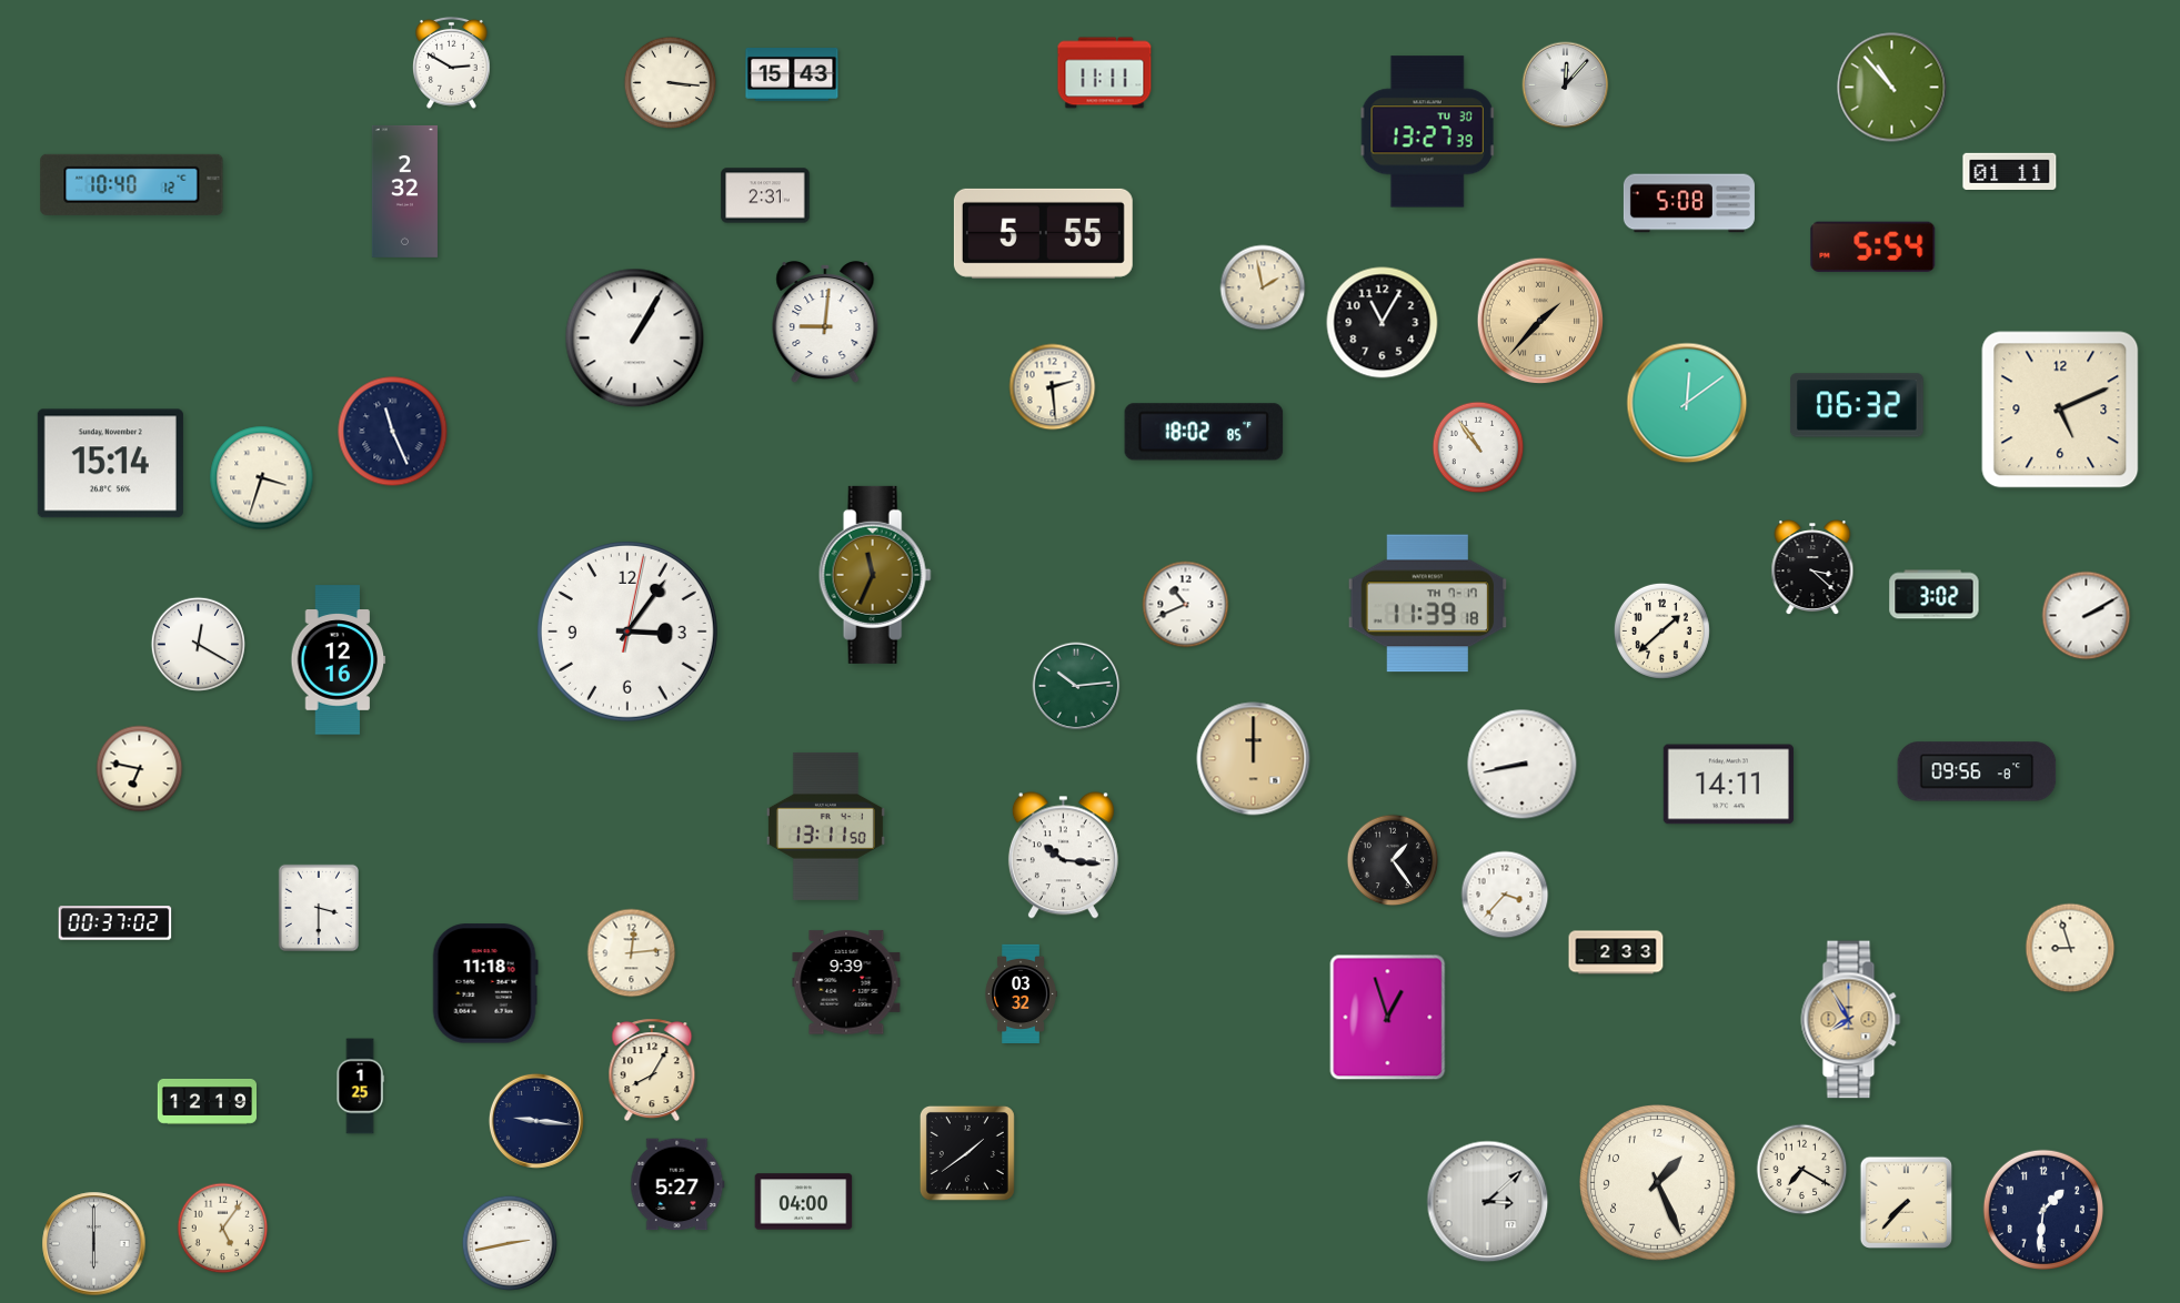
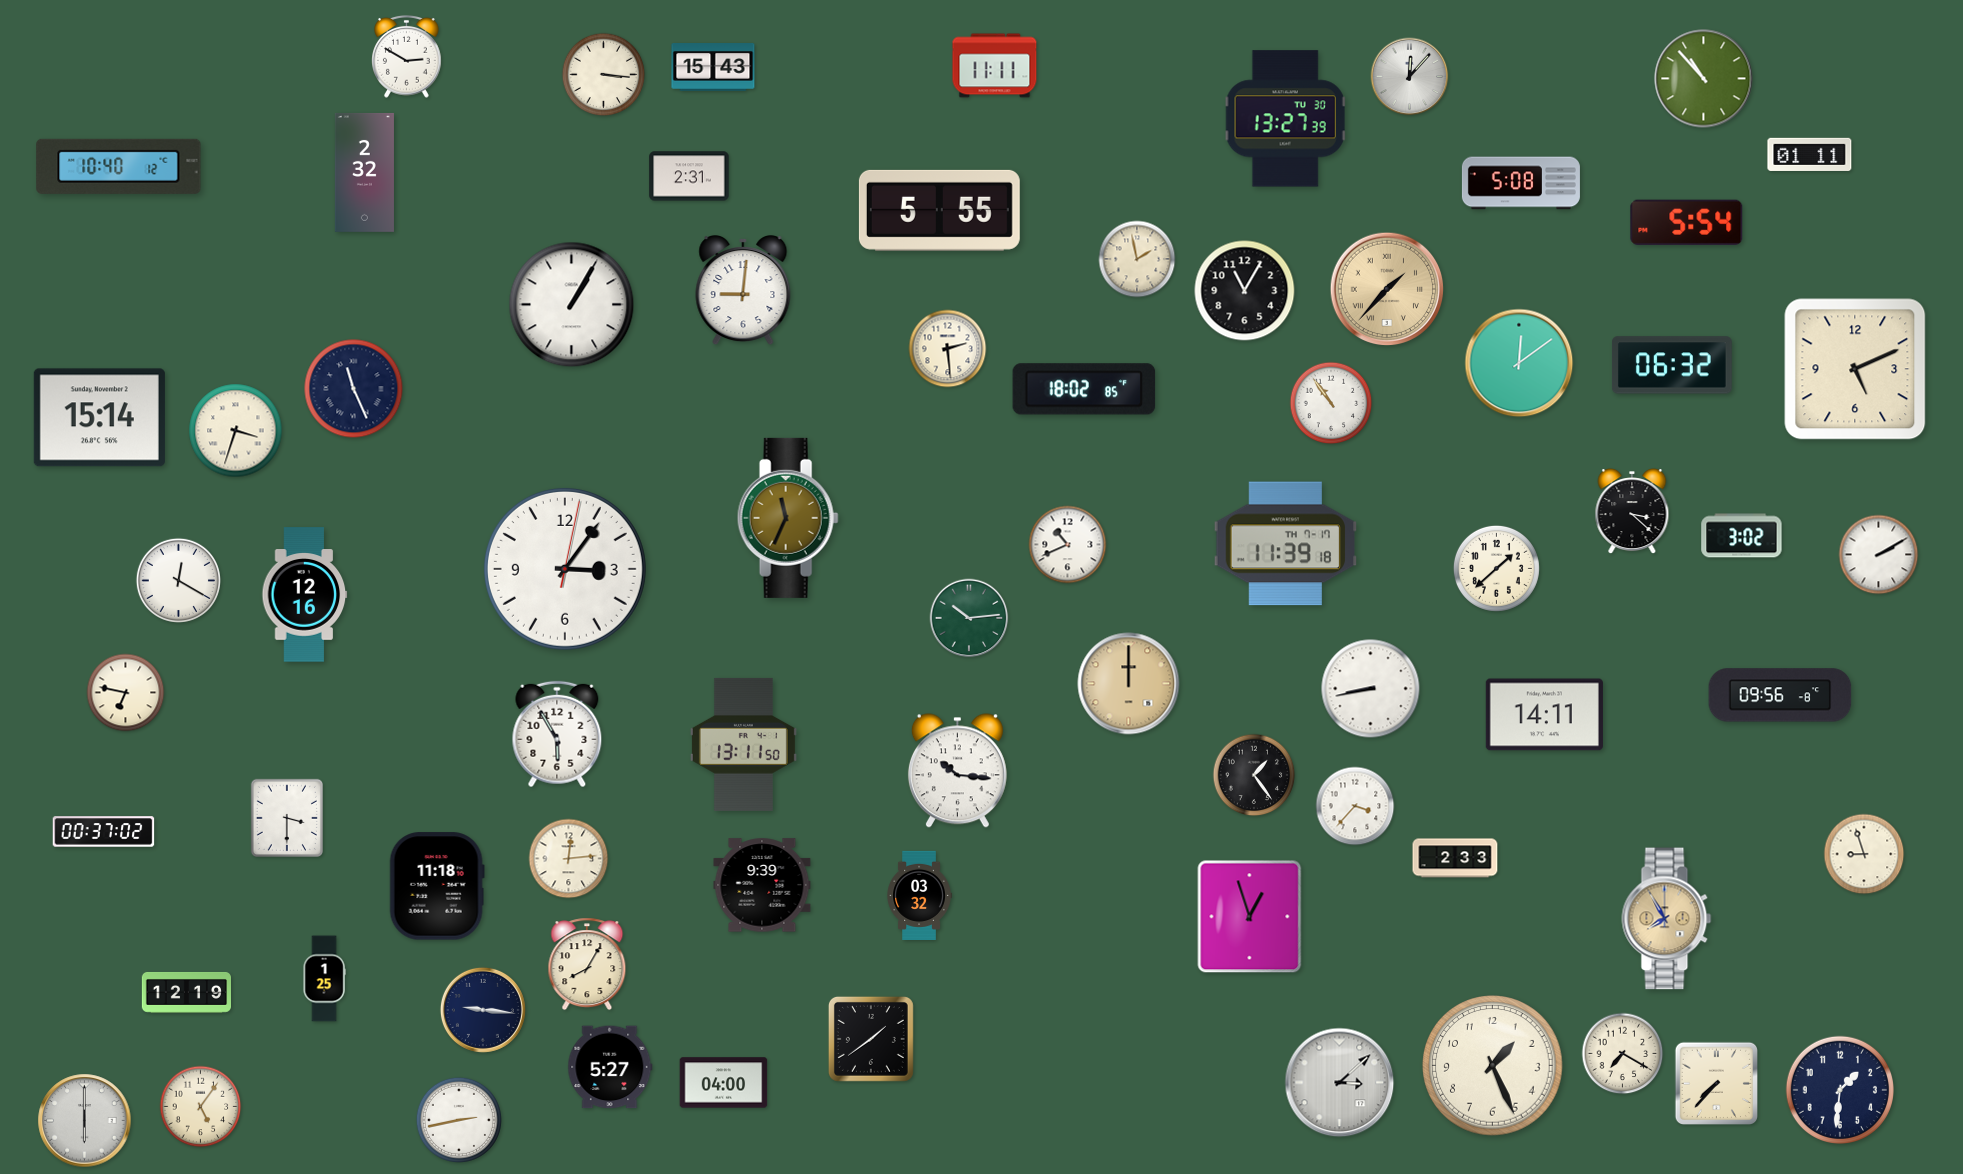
clock at (1728, 785) position: (1728, 785) -> (1544, 715)
clock at (557, 734): none -> 5:55
